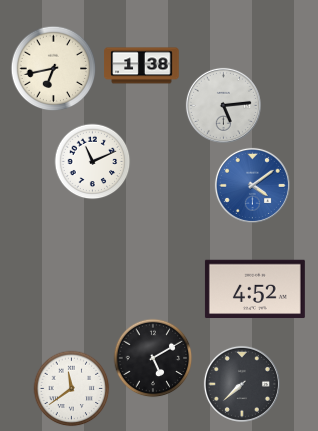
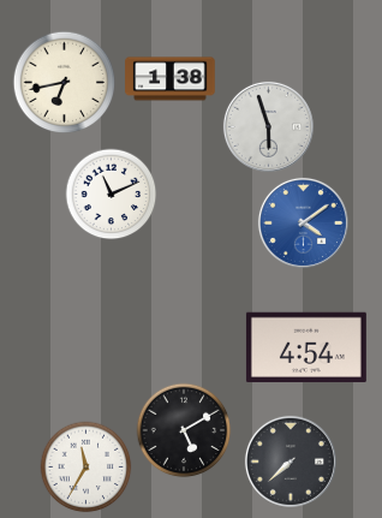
clock at (223, 105): 5:14 -> 5:57
clock at (255, 289): 4:52 -> 4:54
clock at (72, 389): 11:39 -> 11:35
